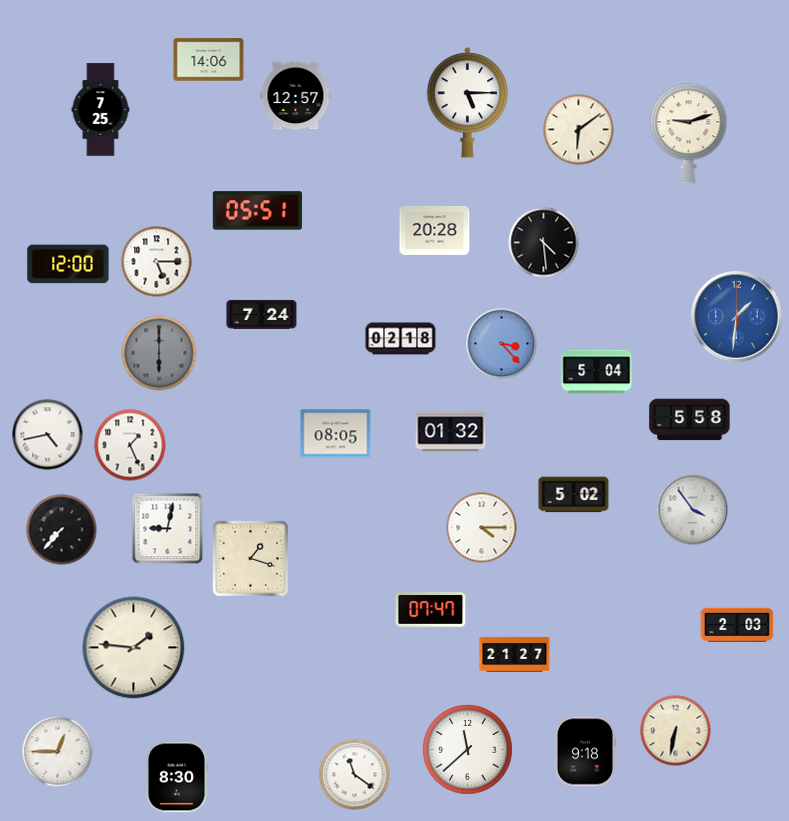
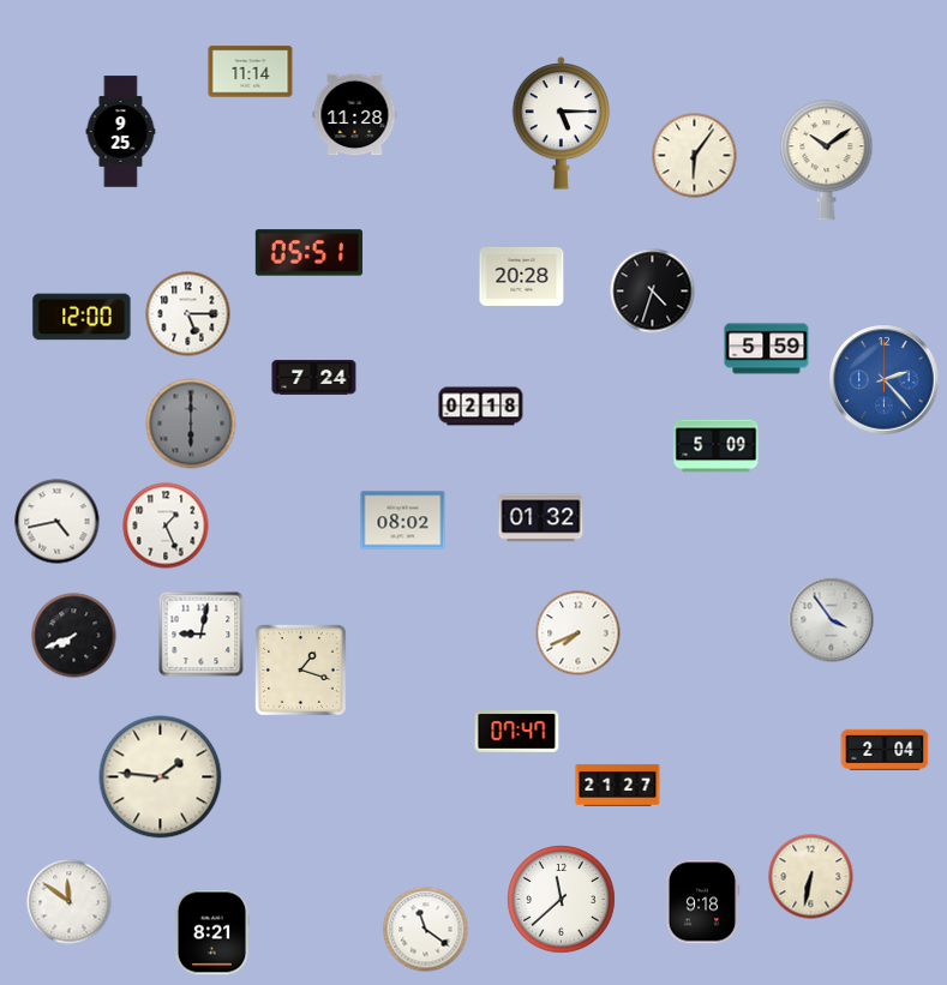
clock at (209, 60): 14:06 -> 11:14
clock at (296, 96): 12:57 -> 11:28
clock at (101, 110): 7:25 -> 9:25
clock at (579, 130): 6:09 -> 6:06
clock at (689, 134): 9:12 -> 10:09
clock at (544, 243): 4:29 -> 4:33
clock at (767, 349): none -> 5:59
clock at (737, 317): 1:31 -> 2:23
clock at (502, 344): 3:23 -> none
clock at (597, 372): 5:04 -> 5:09
clock at (690, 420): 5:58 -> none
clock at (336, 434): 08:05 -> 08:02
clock at (130, 445) position: (130, 445) -> (166, 525)
clock at (574, 495): 5:02 -> none
clock at (693, 510) position: (693, 510) -> (832, 620)
clock at (482, 528): 4:15 -> 7:41
clock at (62, 530): 7:37 -> 7:41
clock at (737, 624): 2:03 -> 2:04
clock at (58, 752): 12:45 -> 11:51
clock at (177, 777): 8:30 -> 8:21
